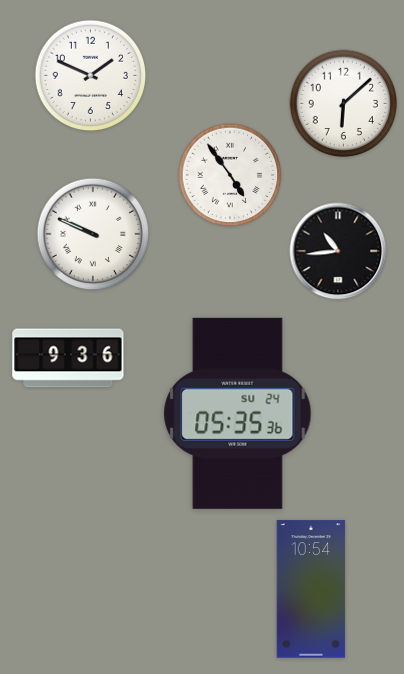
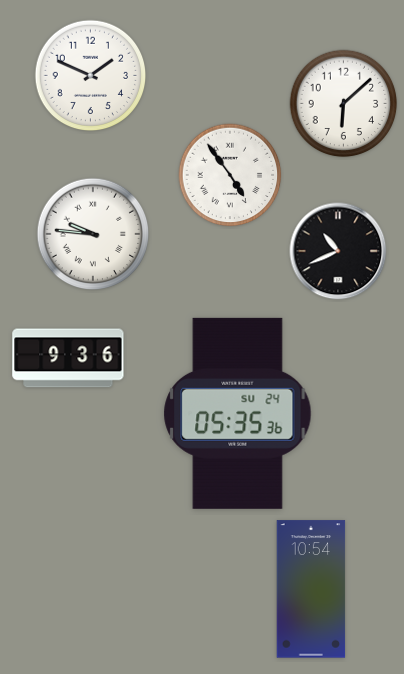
clock at (93, 234): 9:49 -> 9:46
clock at (338, 251): 10:44 -> 10:41
